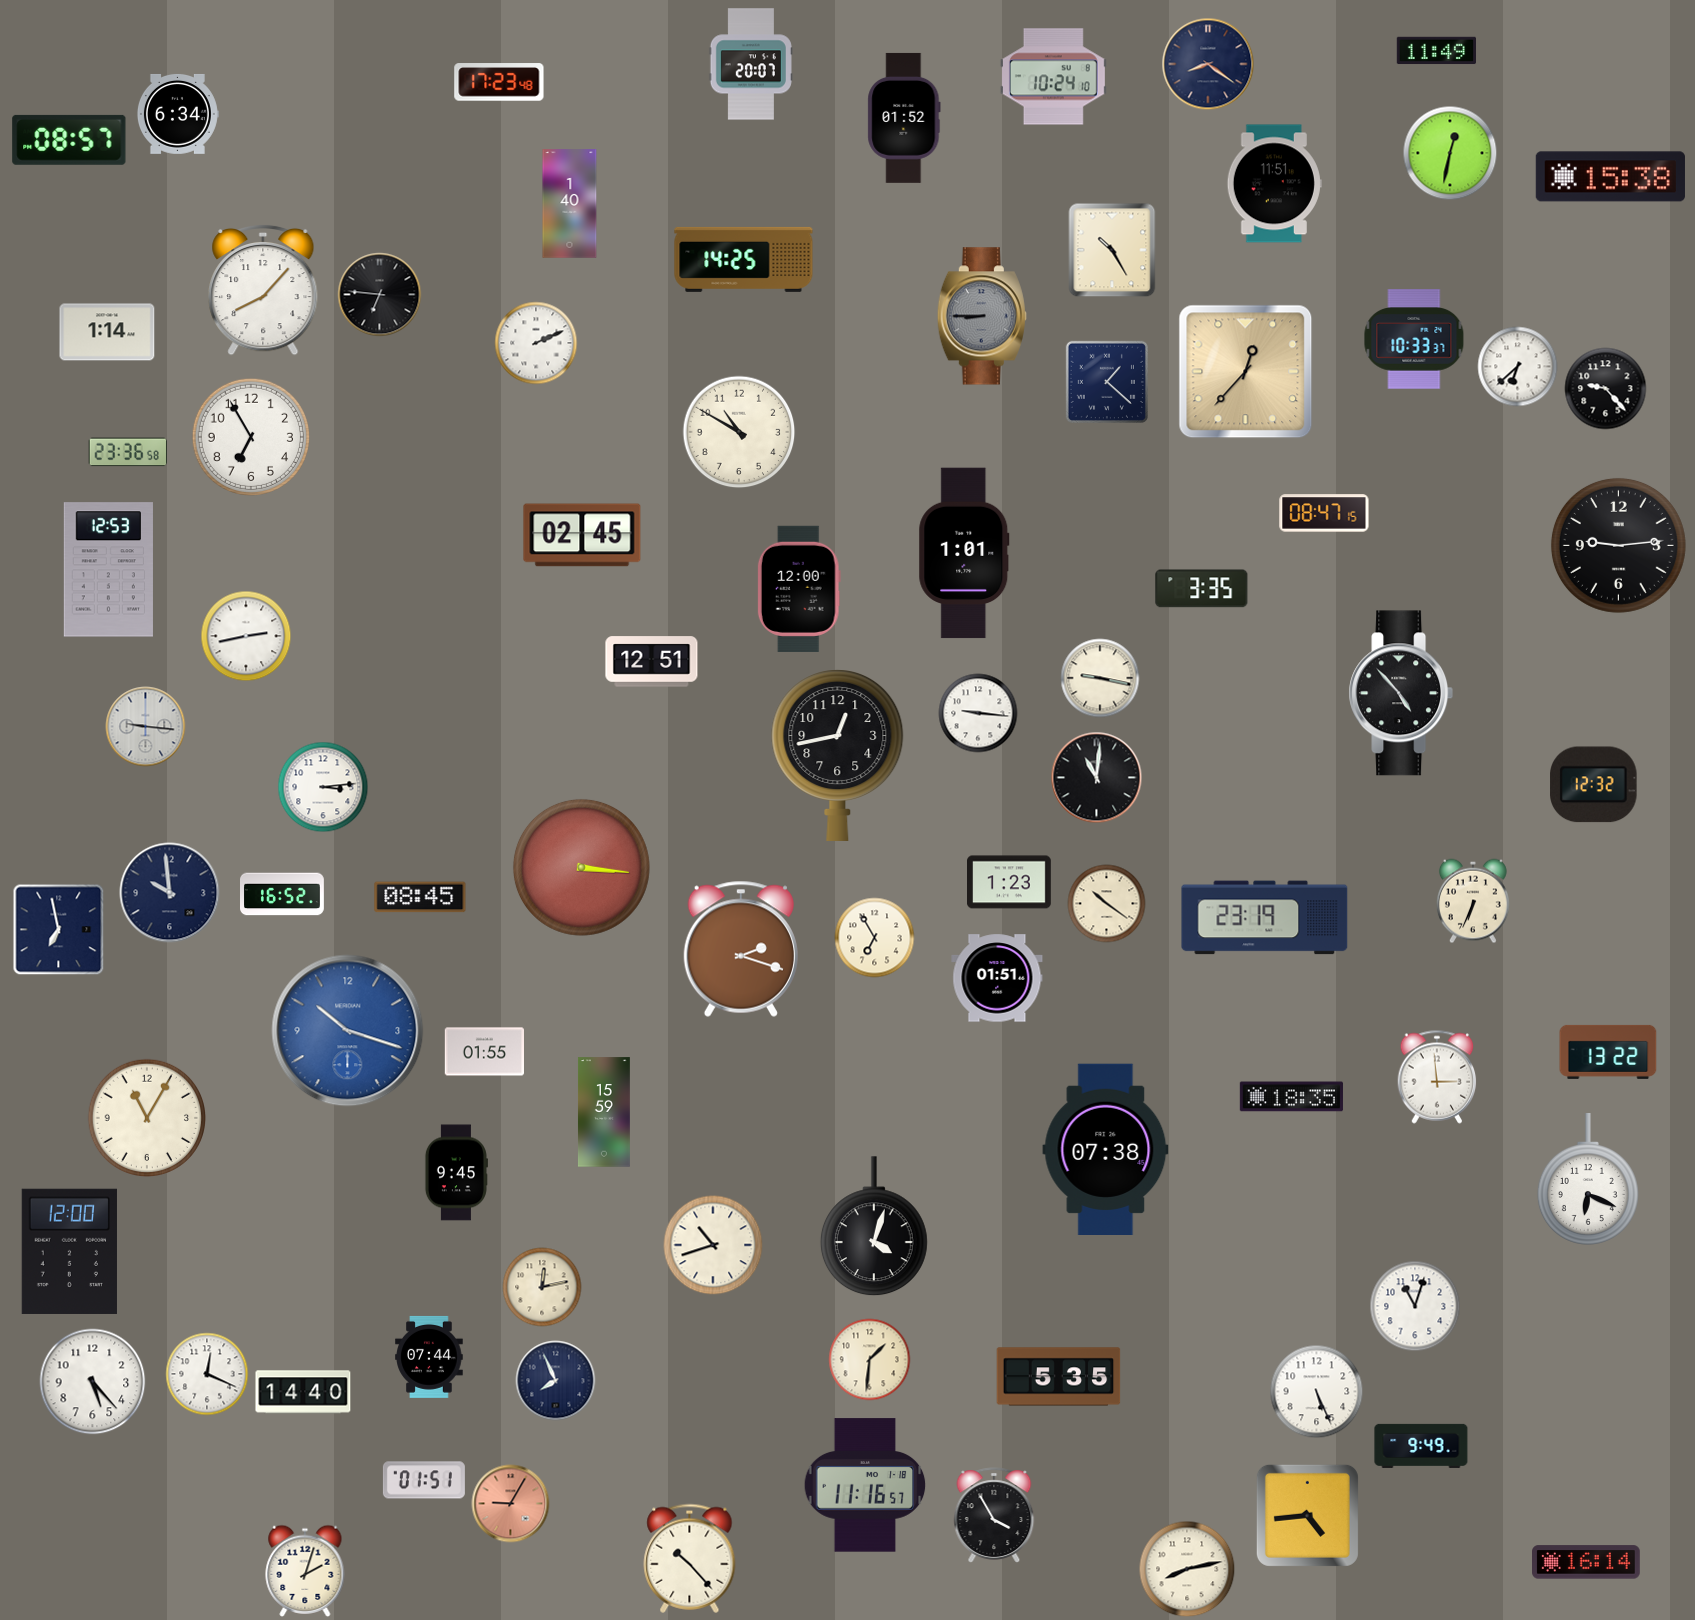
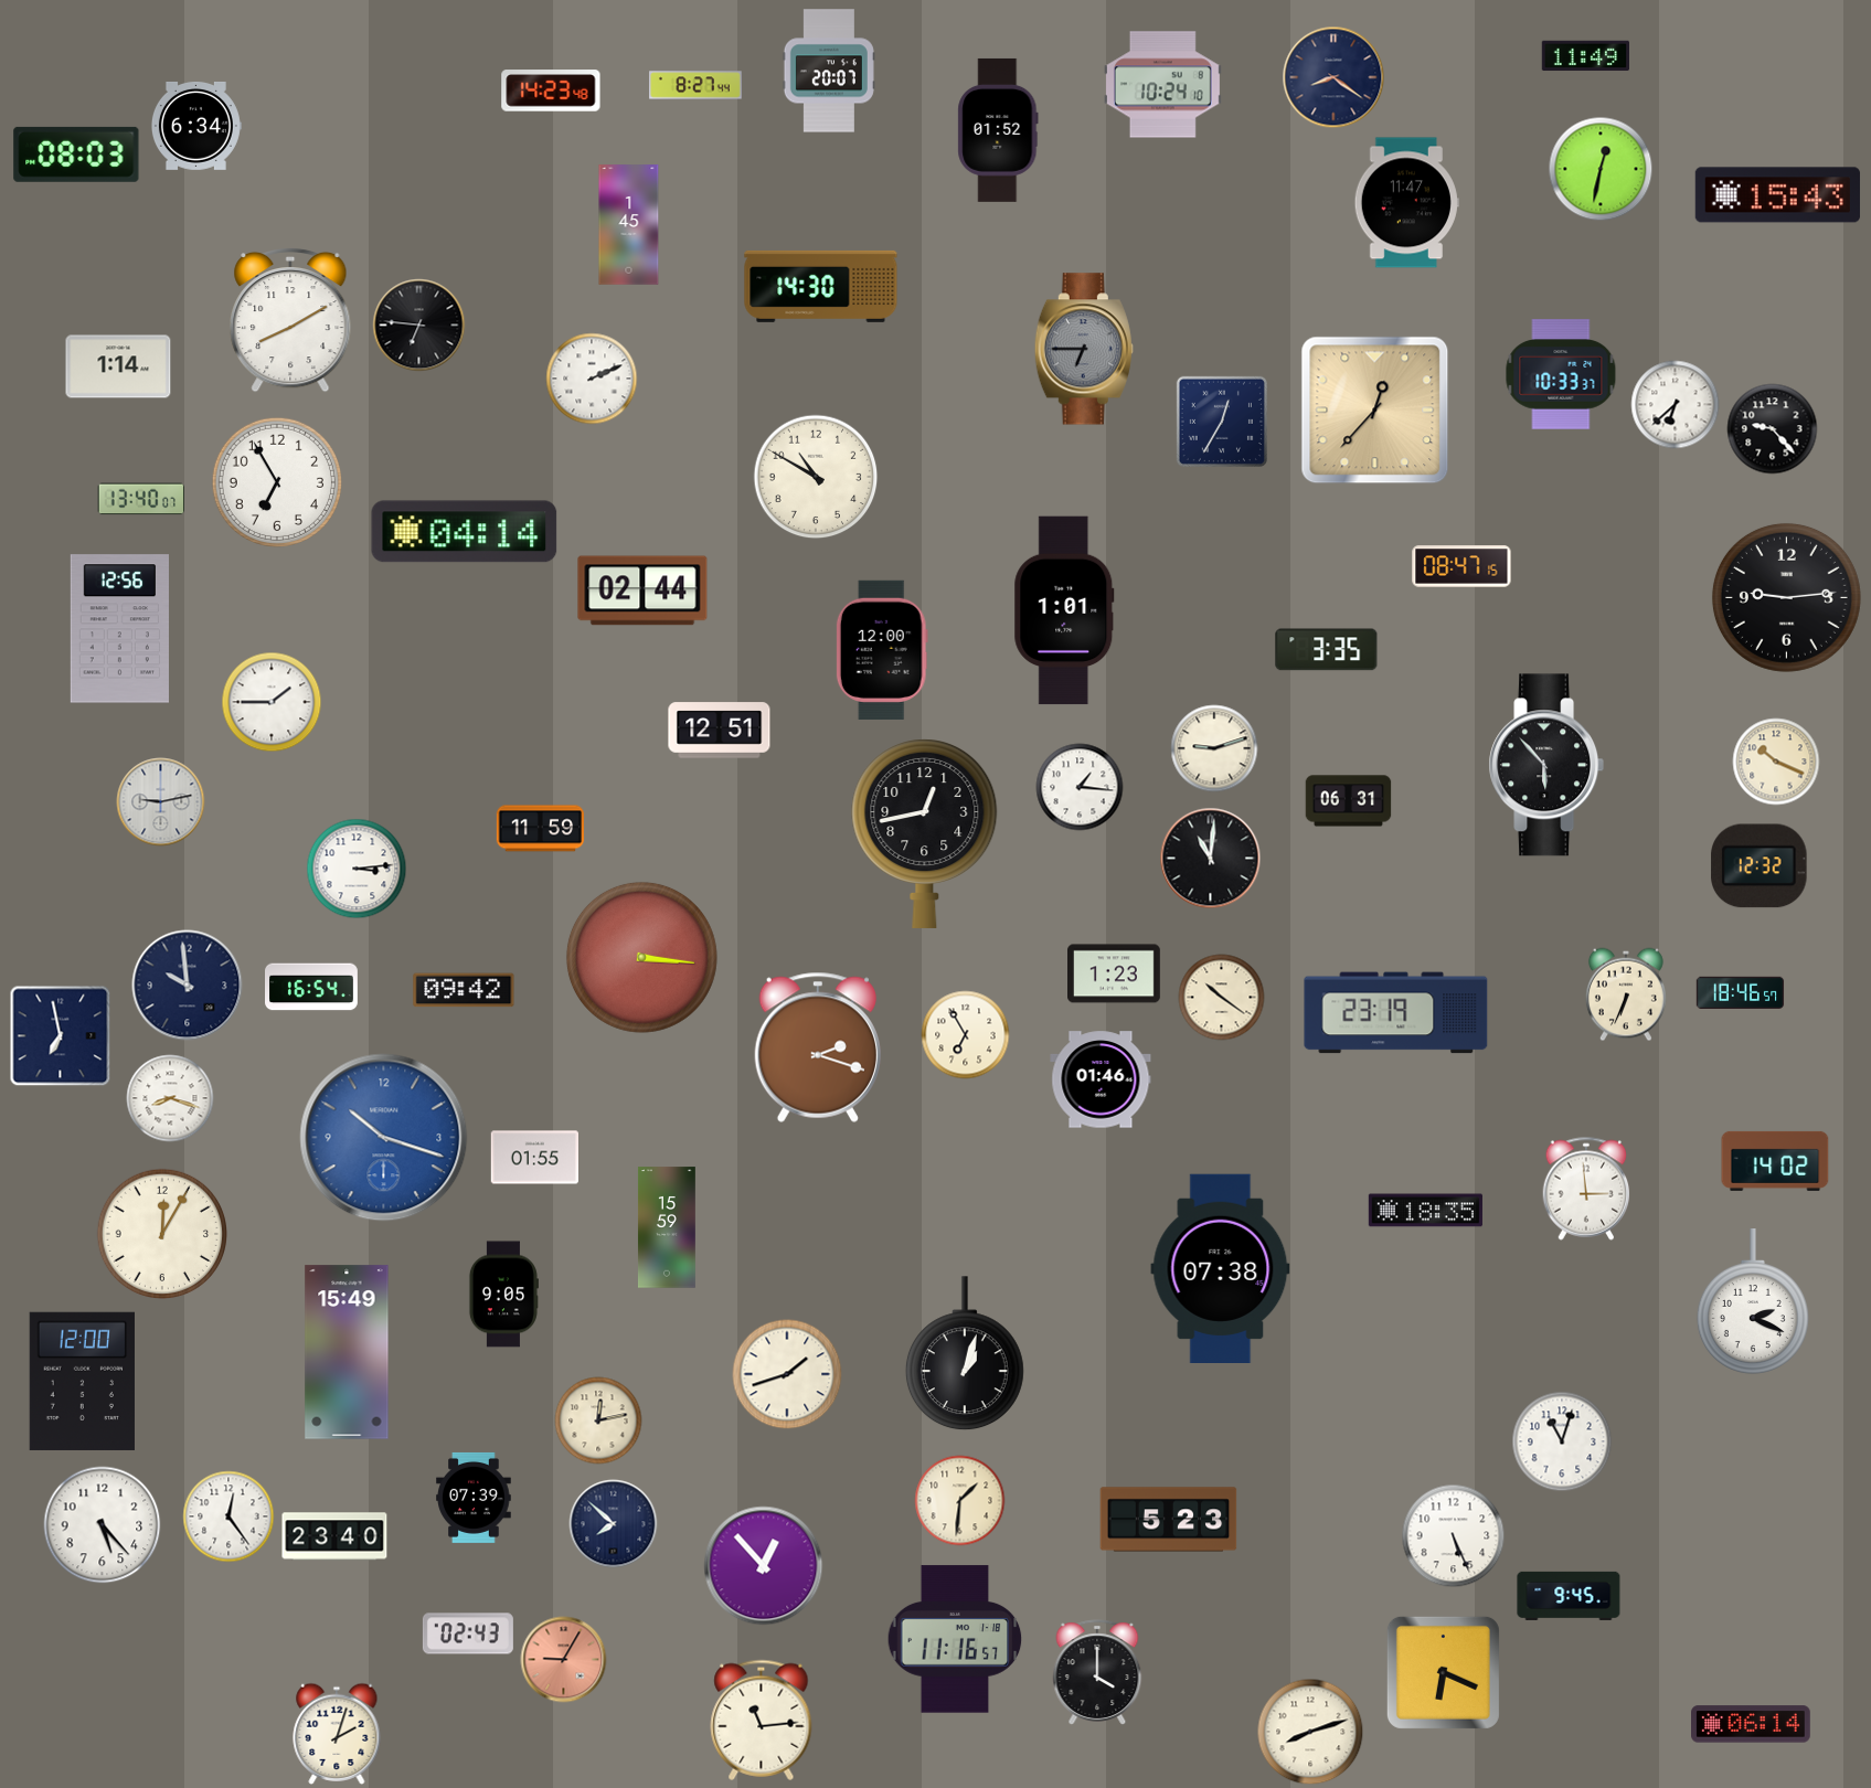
clock at (1208, 64) position: (1208, 64) -> (1333, 77)
clock at (697, 85): none -> 8:27
clock at (499, 82): 17:23 -> 14:23
clock at (69, 140): 08:57 -> 08:03
clock at (1610, 177): 15:38 -> 15:43
clock at (1274, 184): 11:51 -> 11:47
clock at (570, 204): 1:40 -> 1:45
clock at (1112, 250): 10:25 -> none
clock at (744, 259): 14:25 -> 14:30
clock at (263, 290): 8:07 -> 8:10
clock at (982, 316): 8:45 -> 6:45
clock at (1107, 382): 1:22 -> 12:35
clock at (128, 452): 23:36 -> 13:40
clock at (465, 532): none -> 04:14
clock at (582, 535): 02:45 -> 02:44
clock at (1618, 545) position: (1618, 545) -> (1786, 597)
clock at (108, 570): 12:53 -> 12:56
clock at (246, 636): 2:43 -> 1:45
clock at (1100, 678): 9:17 -> 9:12
clock at (1776, 762): none -> 10:19
clock at (1401, 693): 4:53 -> 5:53
clock at (978, 713): 9:16 -> 1:16
clock at (1349, 801): none -> 06:31
clock at (146, 727): 9:16 -> 9:13
clock at (541, 829): none -> 11:59
clock at (283, 894): 16:52 -> 16:54
clock at (420, 897): 08:45 -> 09:42
clock at (1741, 993): none -> 18:46
clock at (59, 930) position: (59, 930) -> (61, 1036)
clock at (997, 978): 01:51 -> 01:46
clock at (170, 1098): none -> 8:18
clock at (484, 1052) position: (484, 1052) -> (534, 1158)
clock at (1608, 1052): 13:22 -> 14:02
clock at (146, 1117): 11:05 -> 12:05
clock at (456, 1173): 9:45 -> 9:05
clock at (1588, 1180): 6:19 -> 2:19
clock at (347, 1352): none -> 15:49
clock at (874, 1227): 4:03 -> 1:03
clock at (713, 1245): 10:42 -> 1:42
clock at (69, 1251) position: (69, 1251) -> (82, 1381)
clock at (429, 1357): 07:44 -> 07:39
clock at (207, 1374): 12:19 -> 12:24
clock at (1059, 1377): 5:35 -> 5:23
clock at (556, 1381): 7:56 -> 7:52
clock at (303, 1392): 14:40 -> 23:40
clock at (764, 1566): none -> 12:53
clock at (1421, 1446): 9:49 -> 9:45
clock at (424, 1480): 01:51 -> 02:43
clock at (994, 1515): 3:55 -> 4:00
clock at (1307, 1515): 4:44 -> 6:19
clock at (690, 1558): 10:23 -> 11:14
clock at (1587, 1562): 16:14 -> 06:14
clock at (1187, 1569): 8:13 -> 8:12
